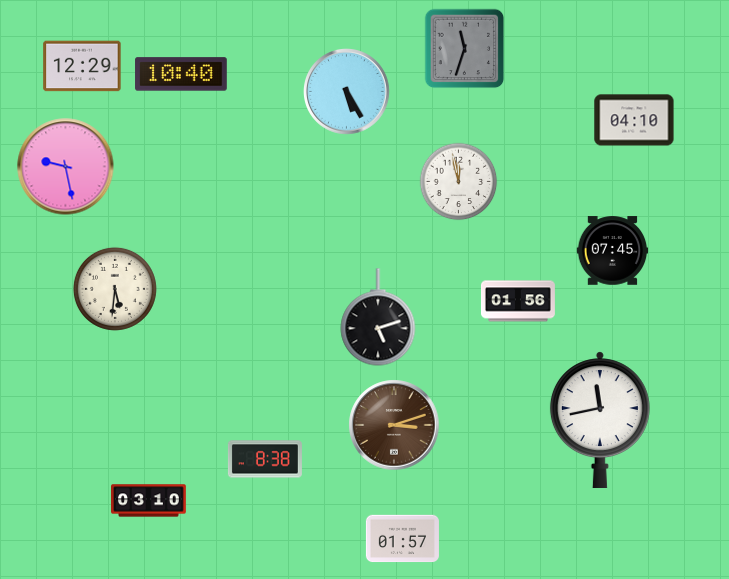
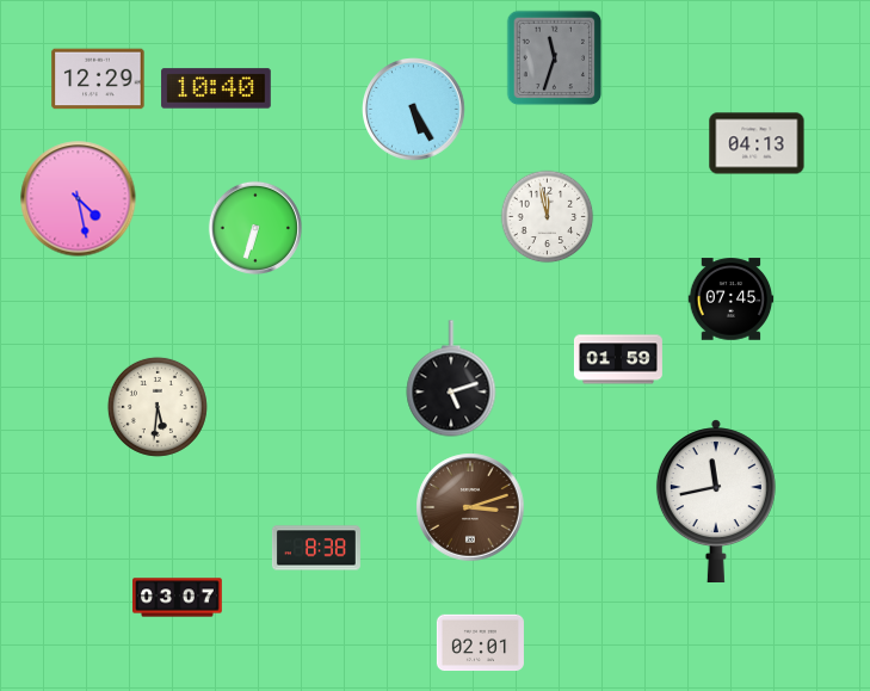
clock at (634, 120): 04:10 -> 04:13
clock at (66, 167): 9:28 -> 4:28
clock at (255, 228): none -> 6:33
clock at (115, 289) position: (115, 289) -> (158, 407)
clock at (518, 301): 01:56 -> 01:59
clock at (149, 501): 03:10 -> 03:07
clock at (402, 539): 01:57 -> 02:01
